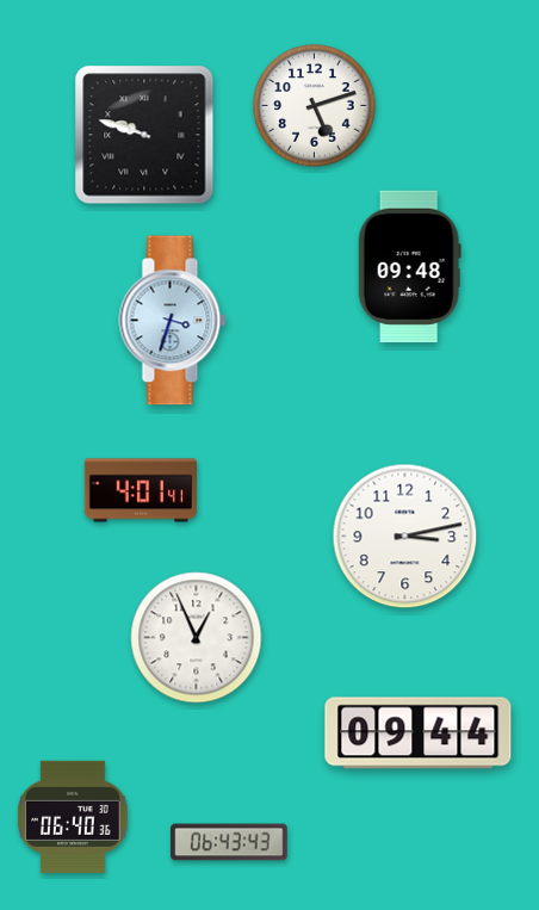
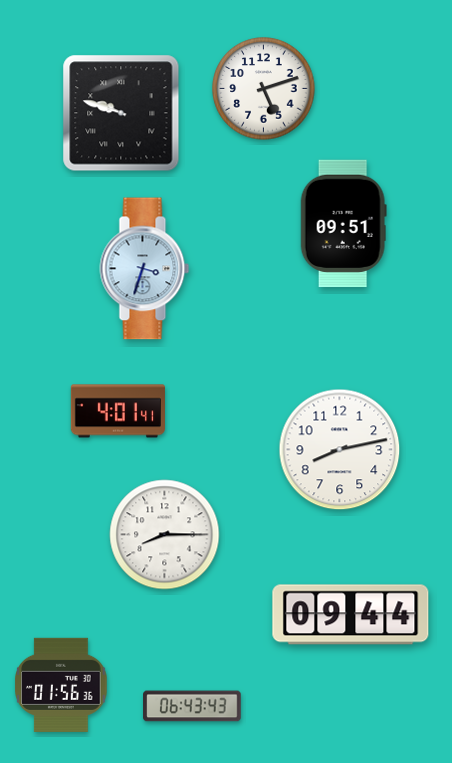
clock at (409, 267): 09:48 -> 09:51
clock at (405, 537): 3:13 -> 8:13
clock at (197, 638): 12:56 -> 8:15
clock at (73, 817): 06:40 -> 01:56
